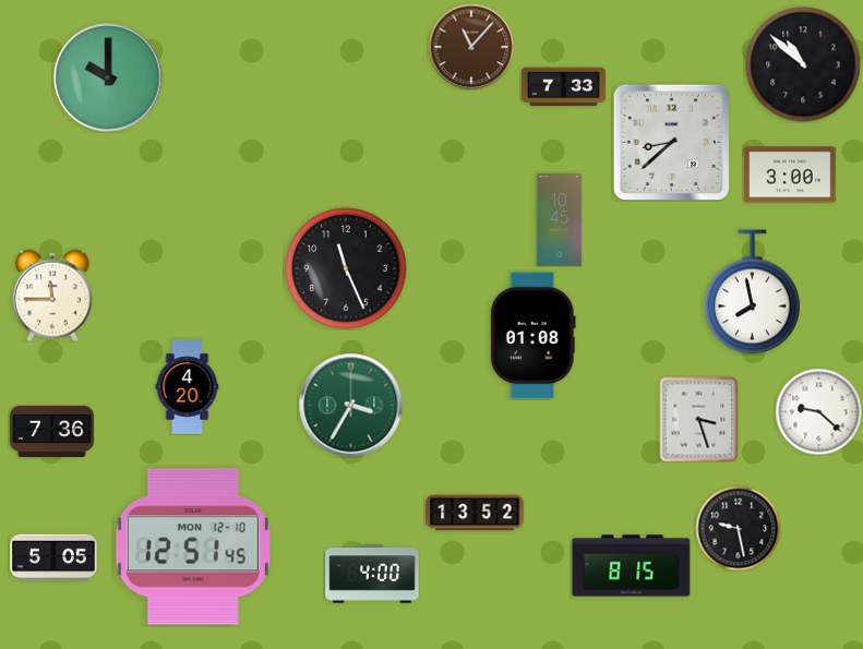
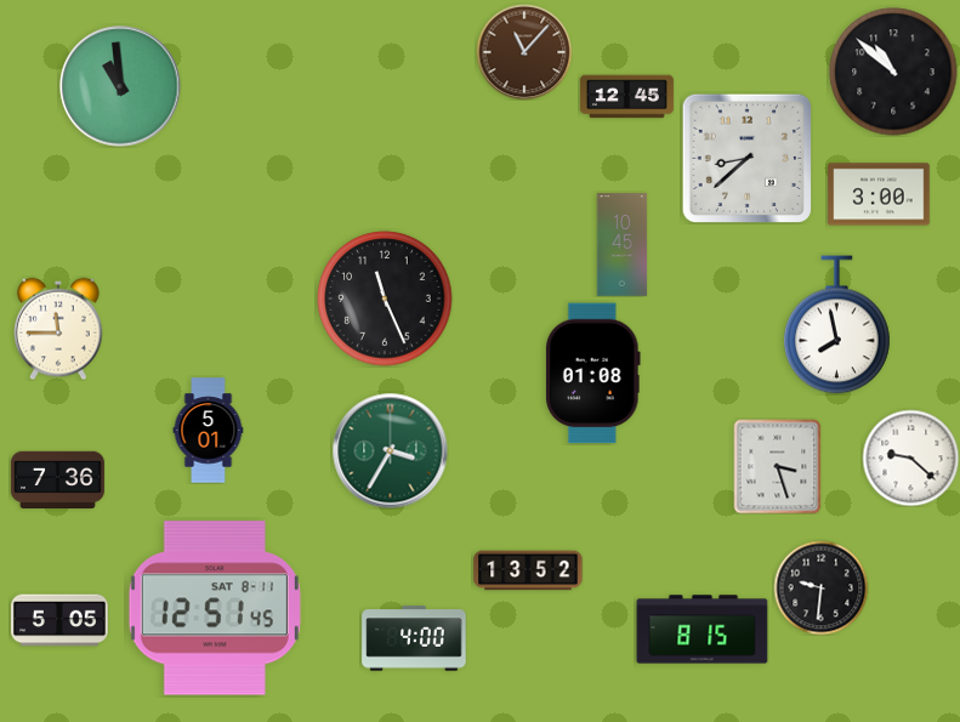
clock at (108, 77): 10:00 -> 10:59
clock at (563, 87): 7:33 -> 12:45
clock at (188, 387): 4:20 -> 5:01
clock at (738, 528): 9:28 -> 9:31
clock at (193, 546) date: MON 12-10 -> SAT 8-11
